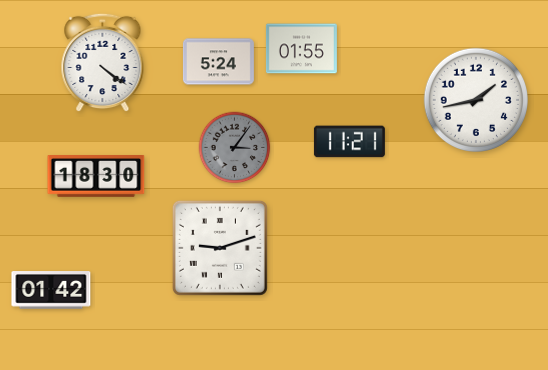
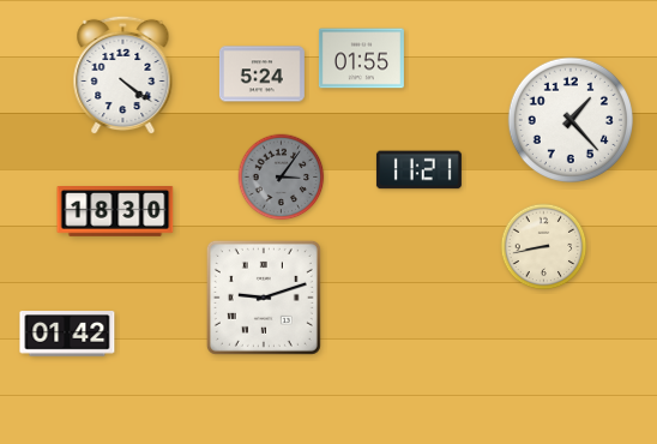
clock at (475, 99): 1:43 -> 1:23
clock at (544, 247): none -> 8:43
clock at (51, 290) position: (51, 290) -> (67, 334)
